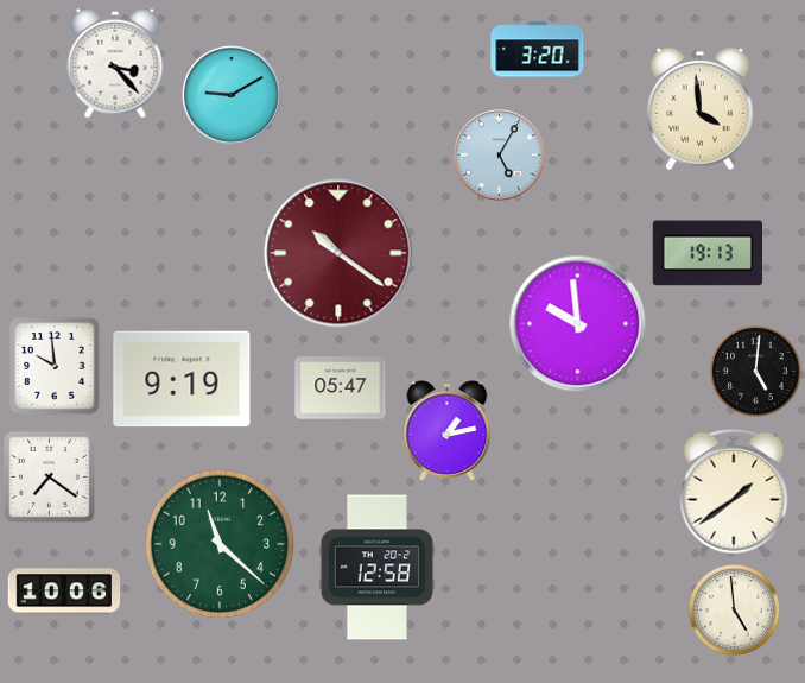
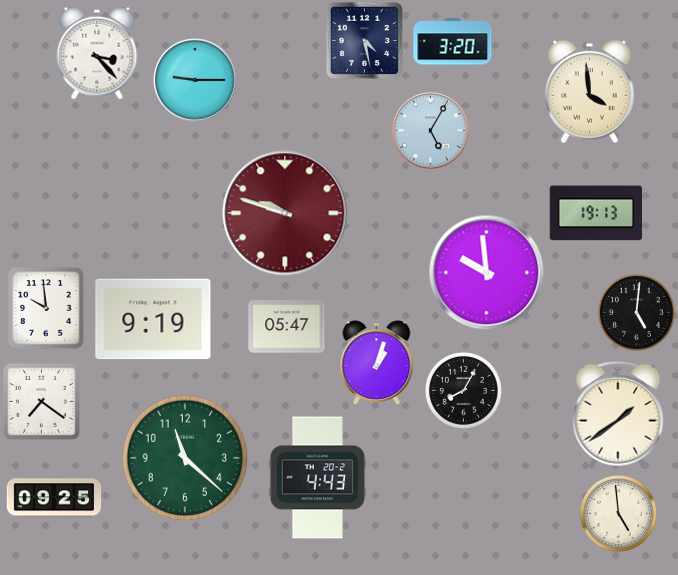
clock at (364, 40): none -> 4:28
clock at (233, 96): 9:10 -> 9:15
clock at (500, 156) position: (500, 156) -> (431, 131)
clock at (338, 253): 10:21 -> 9:48
clock at (448, 431): 1:13 -> 1:03
clock at (463, 390): none -> 8:05
clock at (378, 568): 12:58 -> 4:43
clock at (64, 592): 10:06 -> 09:25
